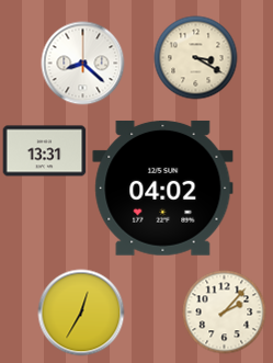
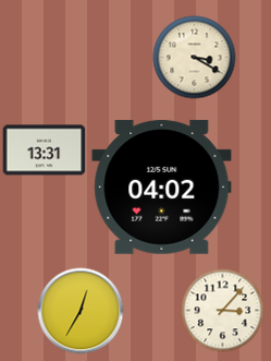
clock at (83, 64): 8:22 -> none
clock at (225, 313): 2:07 -> 3:07
